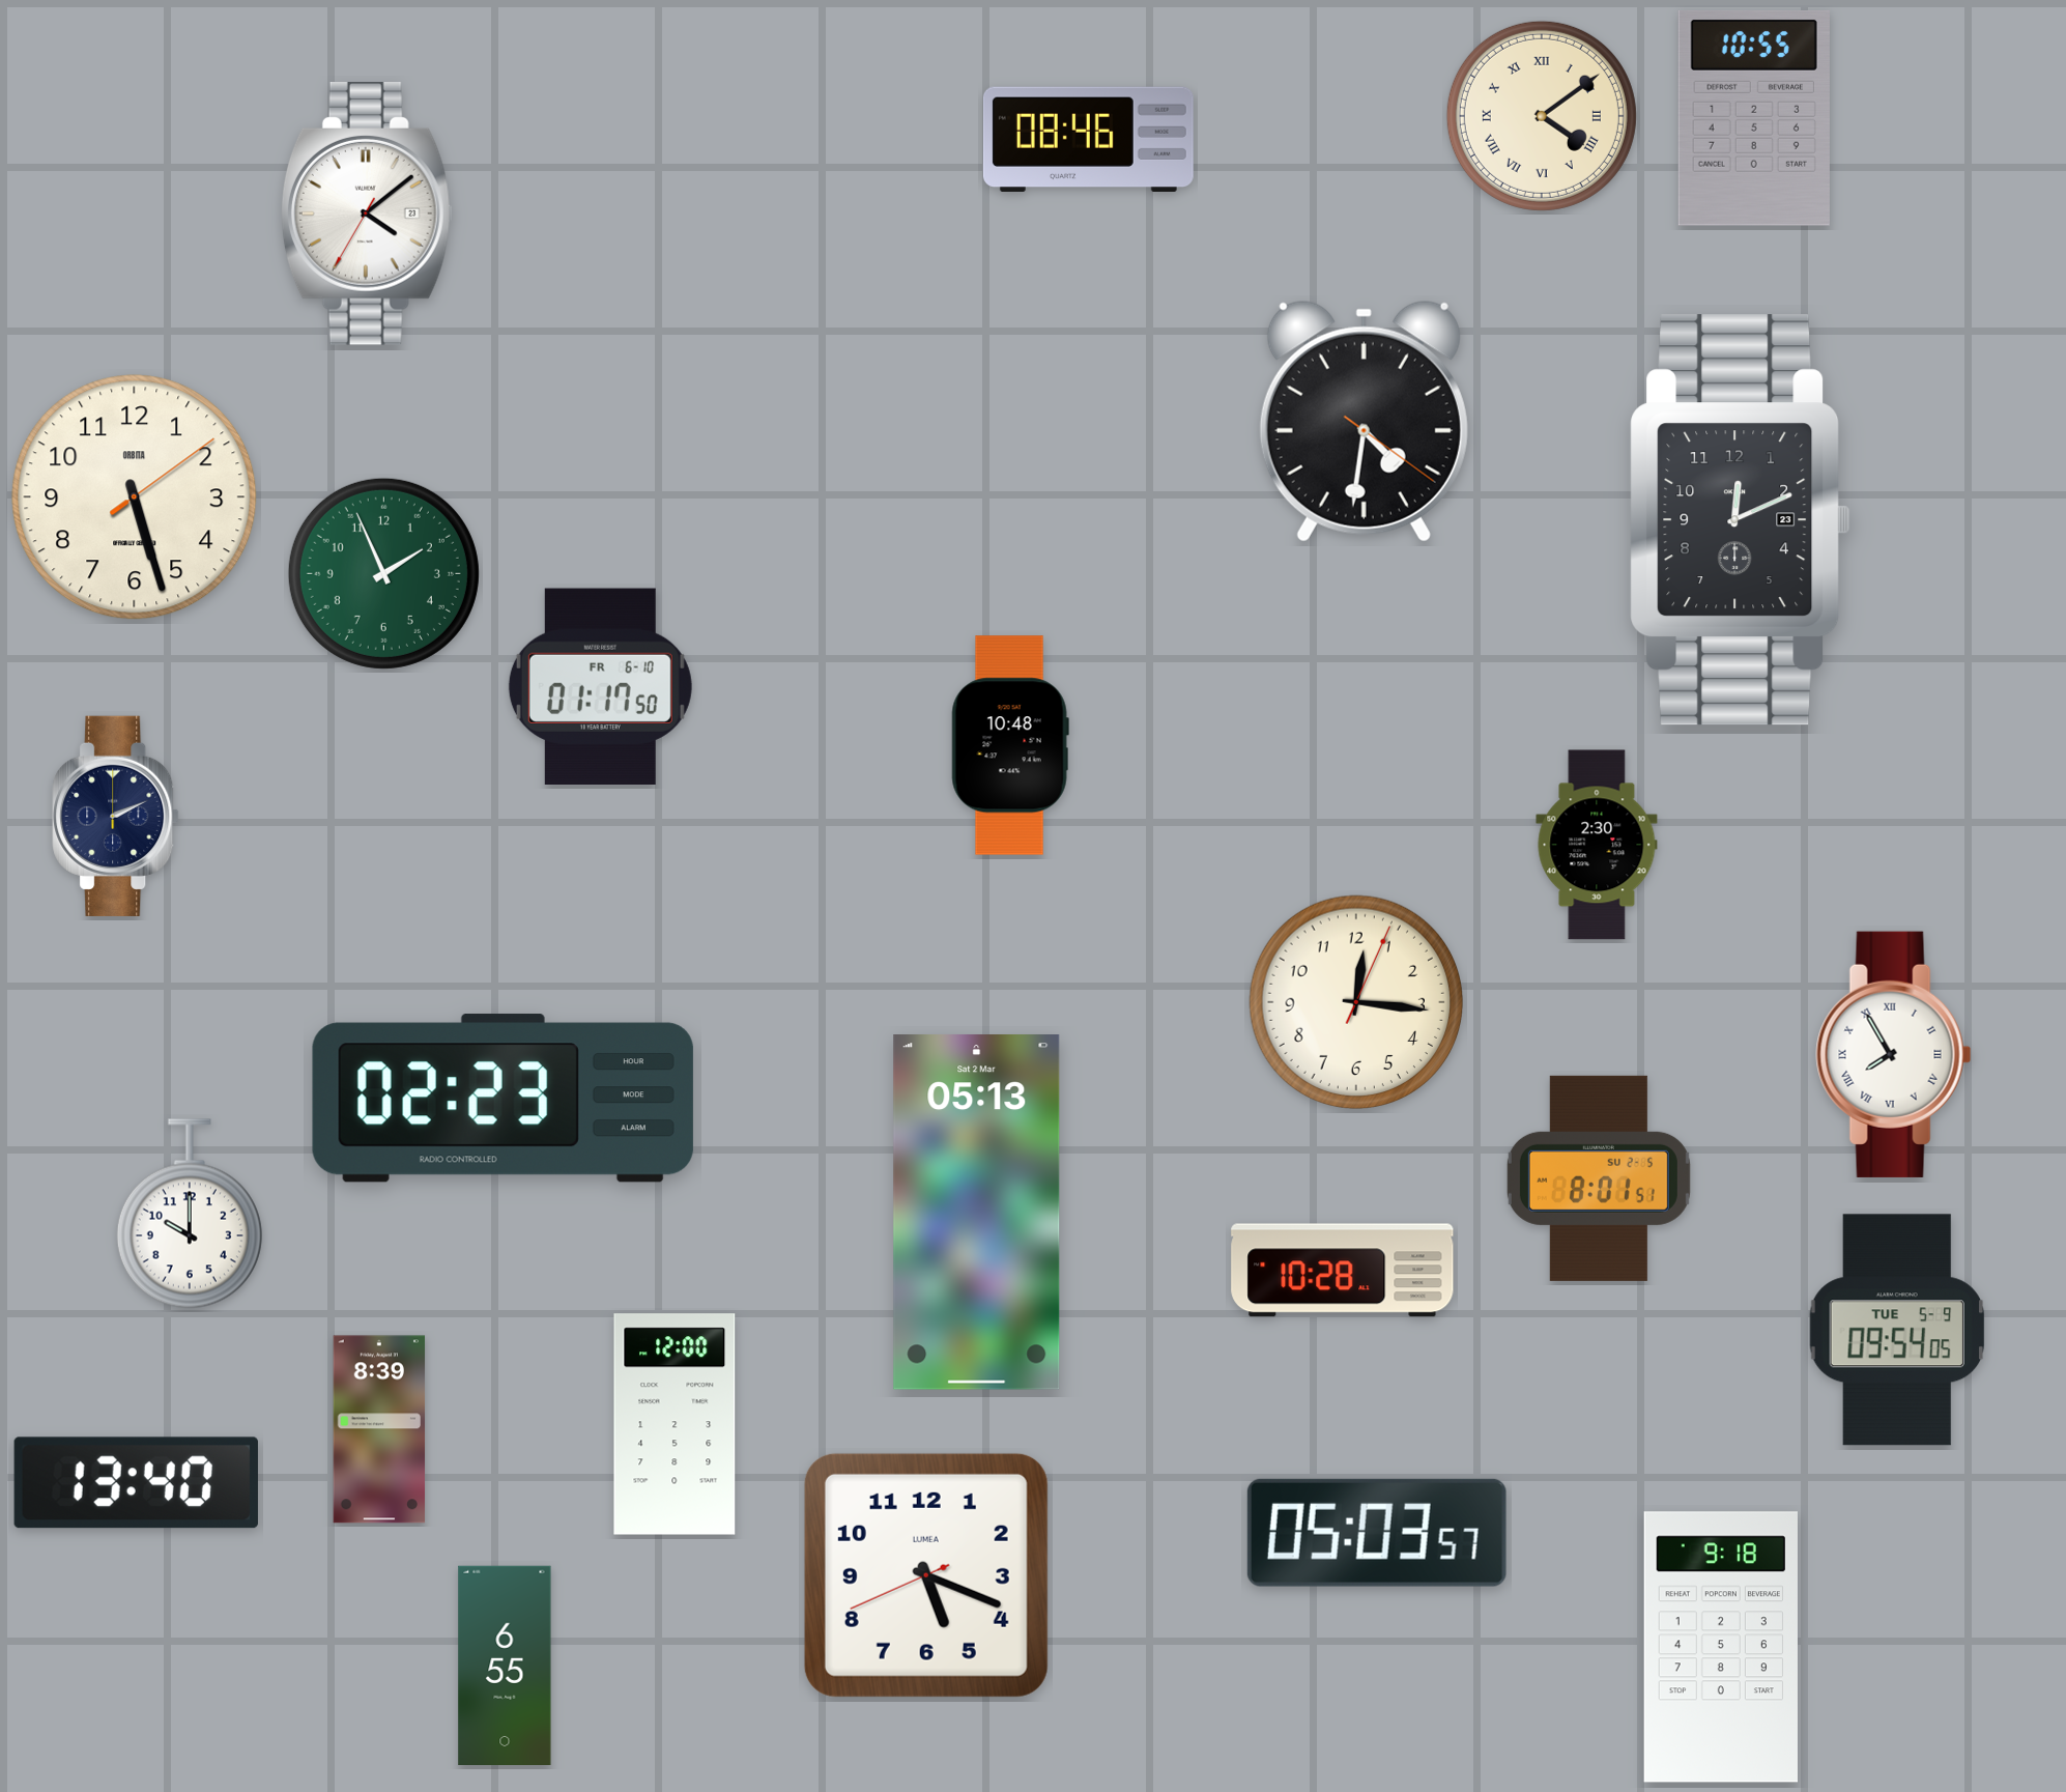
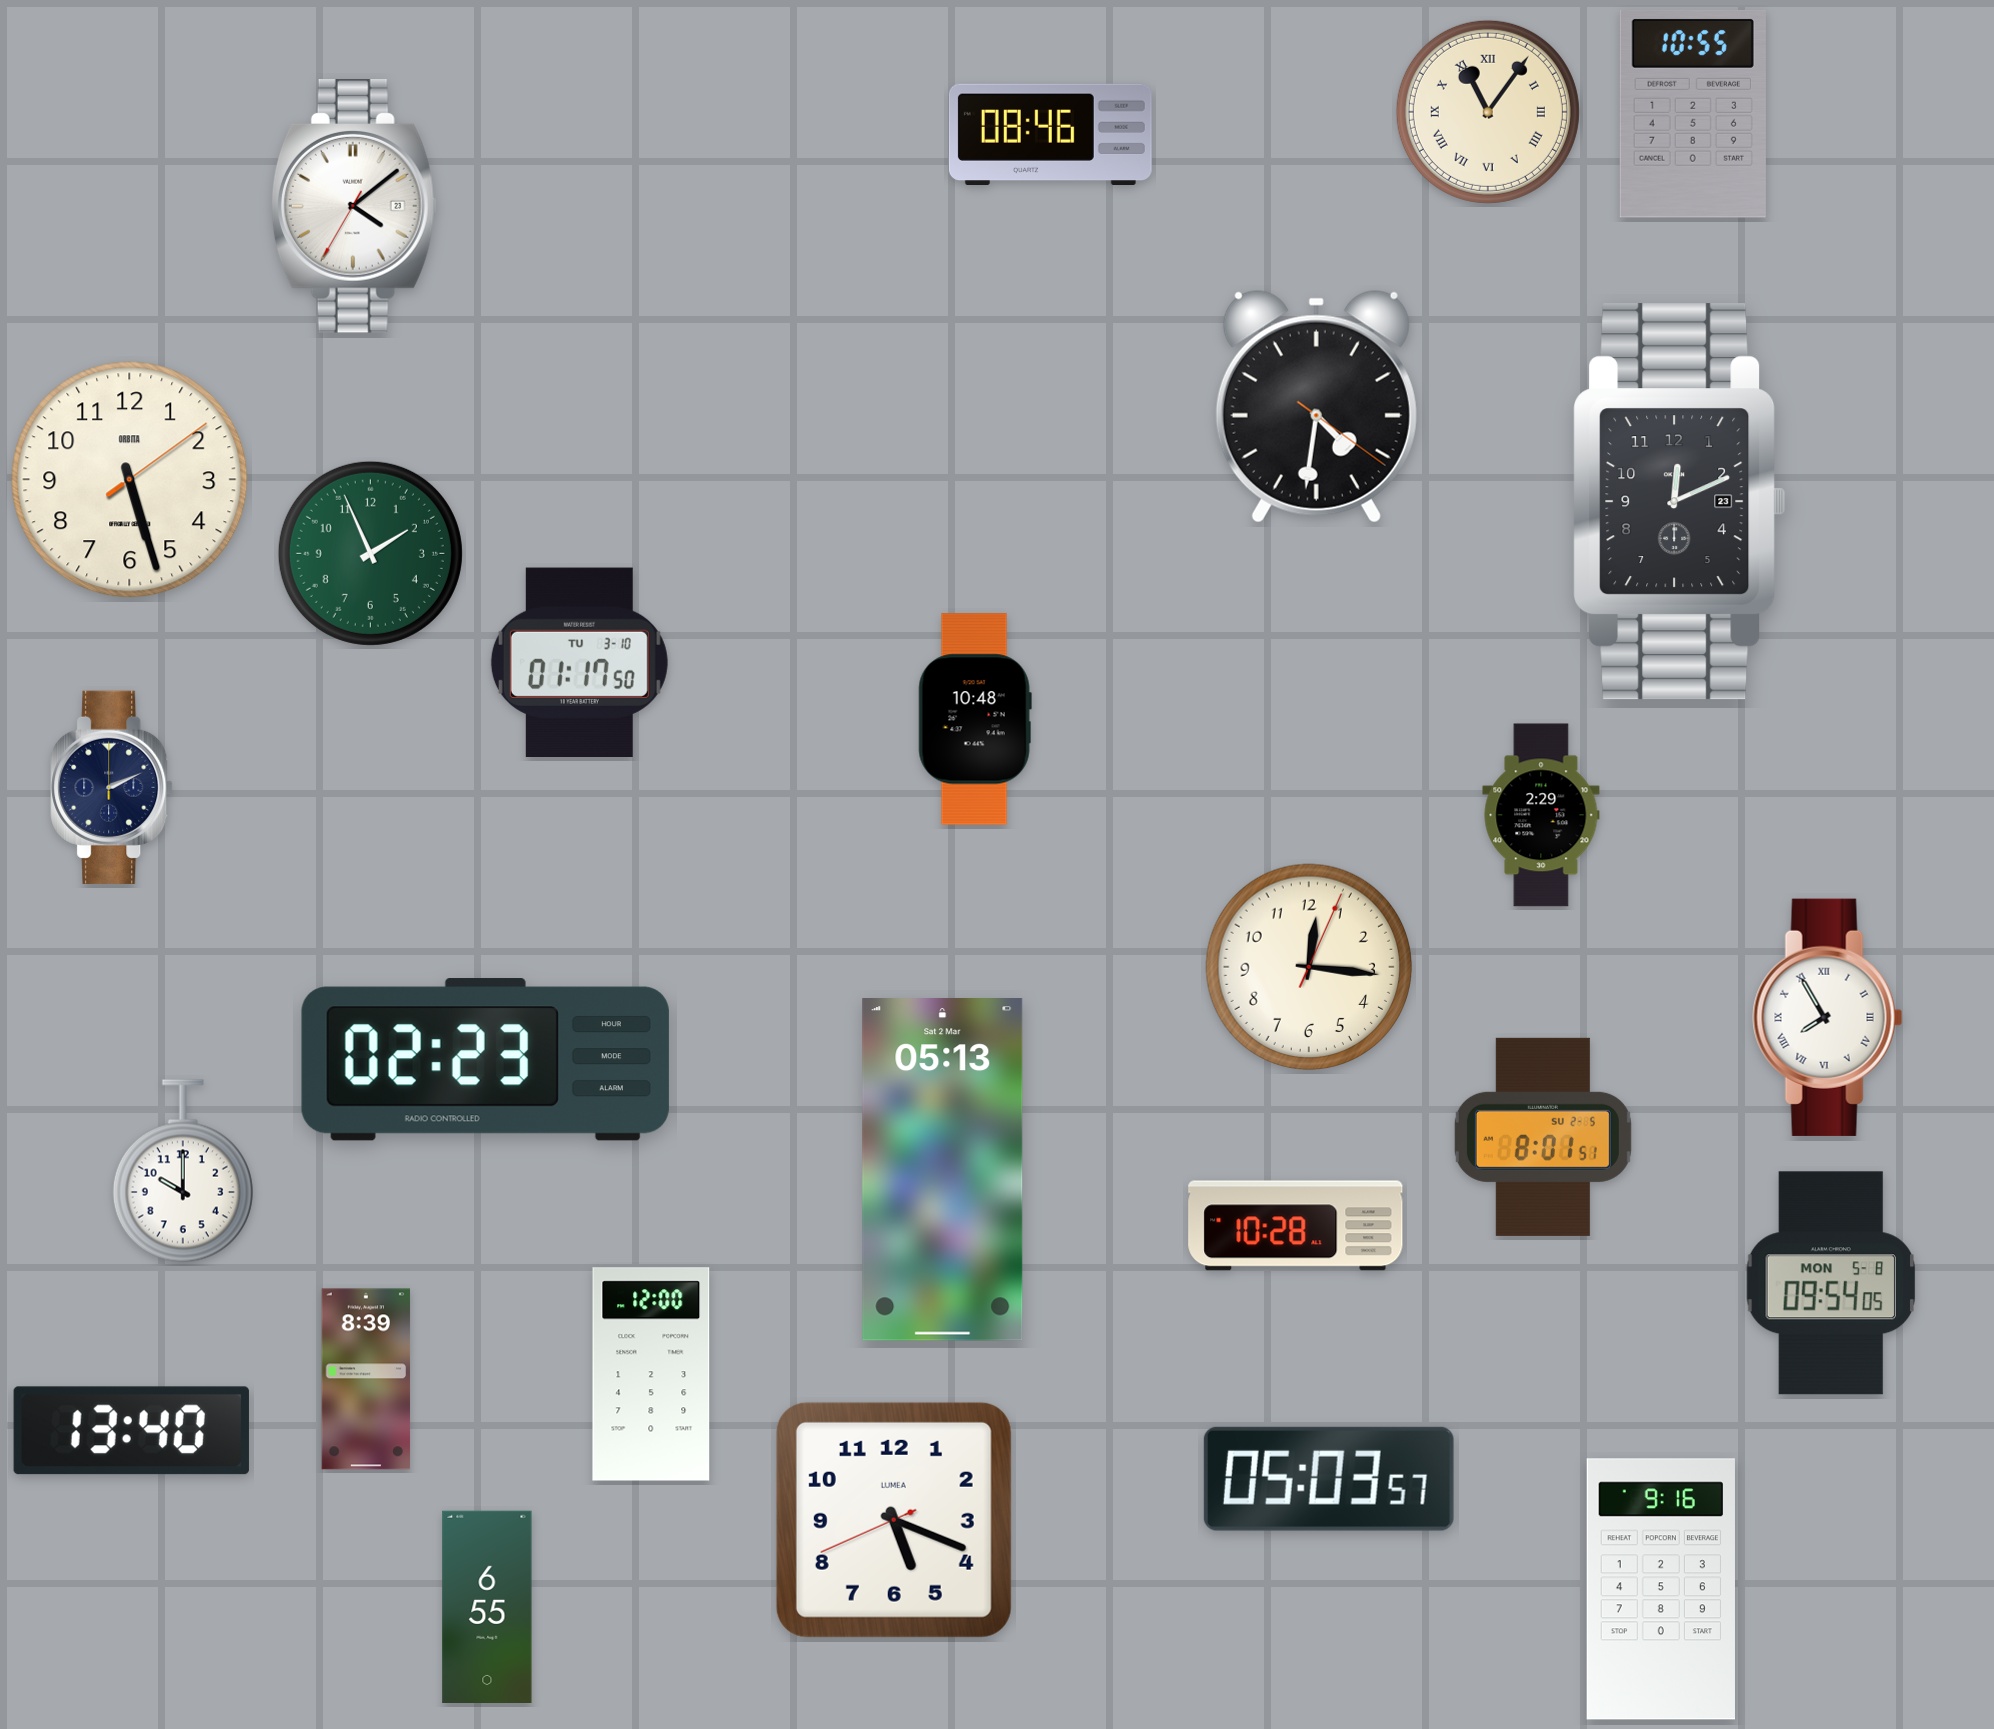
clock at (1542, 116): 4:09 -> 11:06
clock at (600, 686) date: FR 6-10 -> TU 3-10
clock at (1597, 845): 2:30 -> 2:29
clock at (1896, 1330) date: TUE 5-9 -> MON 5-8
clock at (1721, 1647): 9:18 -> 9:16
